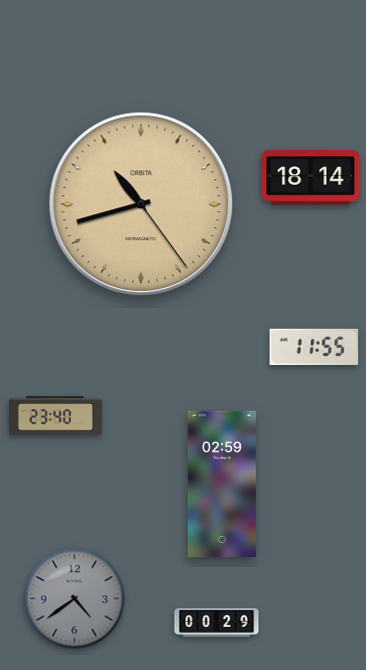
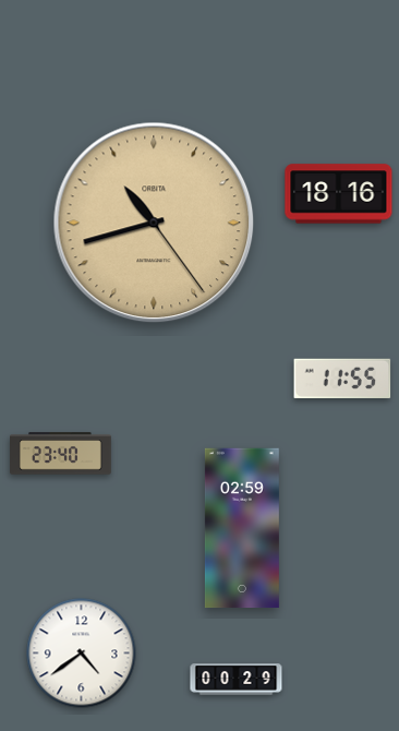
clock at (311, 178): 18:14 -> 18:16
clock at (75, 599) dial: grey -> white
